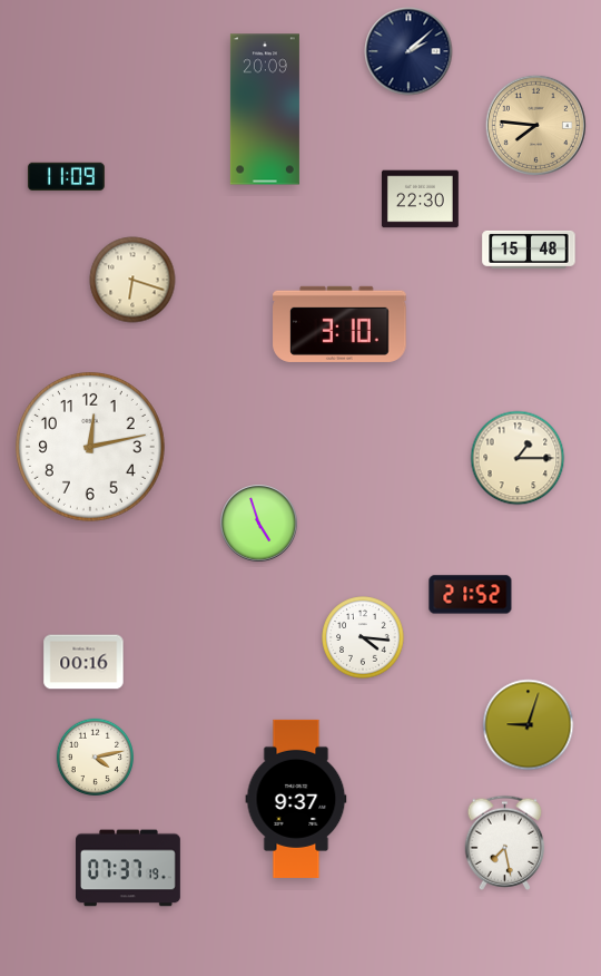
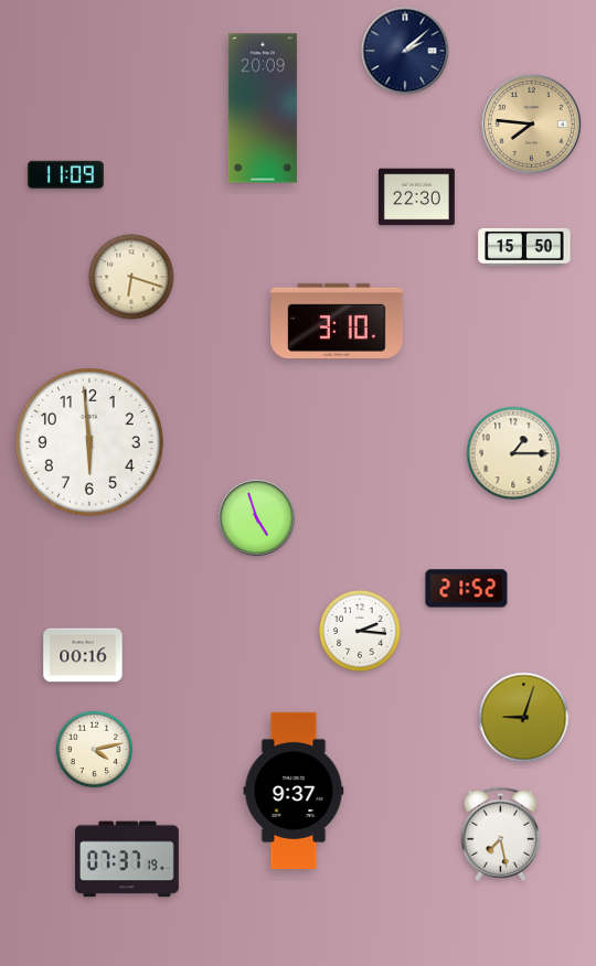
clock at (529, 250): 15:48 -> 15:50
clock at (90, 447): 12:13 -> 5:59
clock at (363, 637): 4:16 -> 2:16
